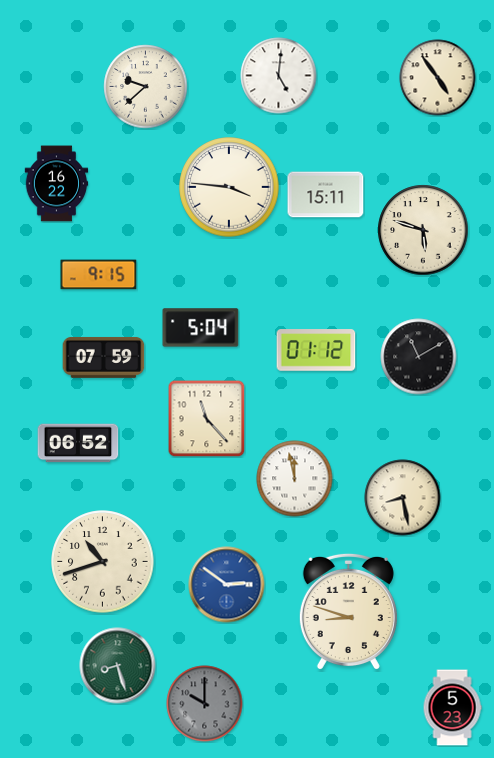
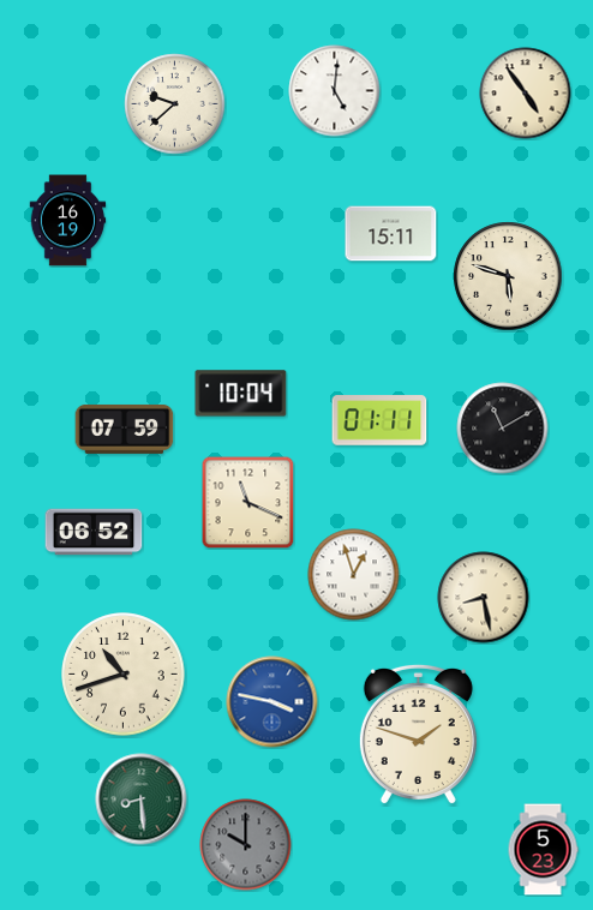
clock at (57, 184): 16:22 -> 16:19
clock at (229, 187): 3:46 -> none
clock at (99, 275): 9:15 -> none
clock at (201, 328): 5:04 -> 10:04
clock at (316, 350): 01:12 -> 01:11
clock at (206, 418): 11:23 -> 11:19
clock at (295, 479): 11:58 -> 12:57
clock at (227, 585): 2:51 -> 3:47
clock at (348, 612): 8:48 -> 1:48
clock at (118, 666): 8:27 -> 8:29
